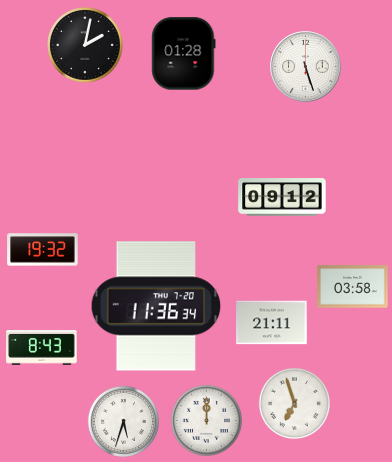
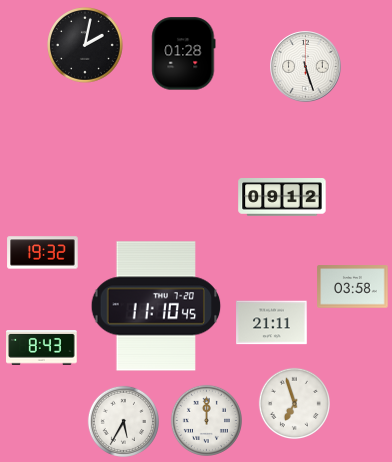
clock at (43, 250) position: (43, 250) -> (43, 253)
clock at (156, 306): 11:36 -> 11:10
clock at (123, 421): 5:33 -> 5:35
